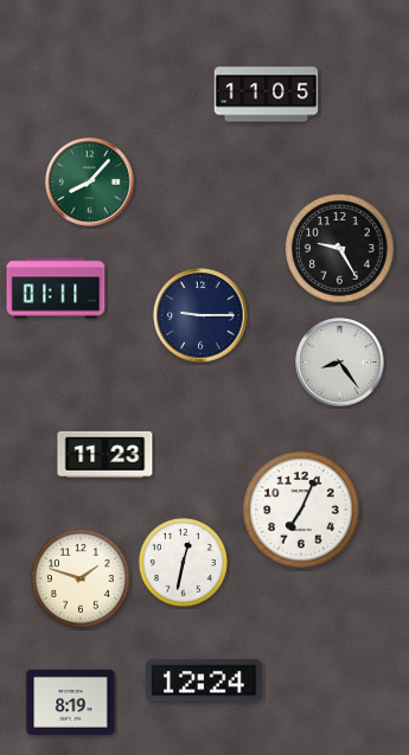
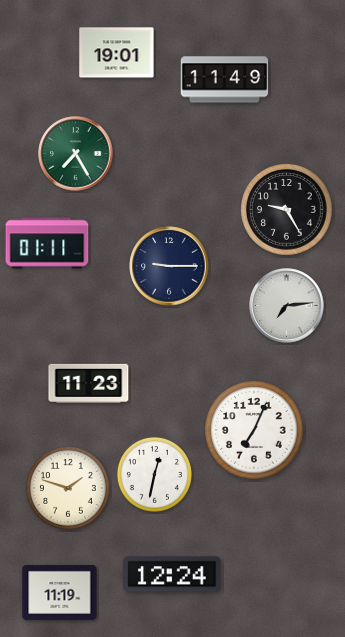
clock at (117, 53): none -> 19:01
clock at (267, 95): 11:05 -> 11:49
clock at (90, 183): 8:07 -> 7:25
clock at (340, 363): 8:24 -> 7:14
clock at (71, 702): 8:19 -> 11:19
